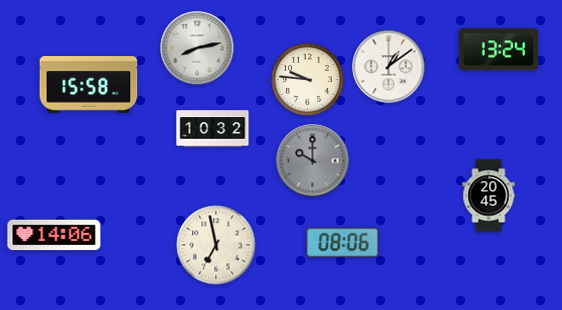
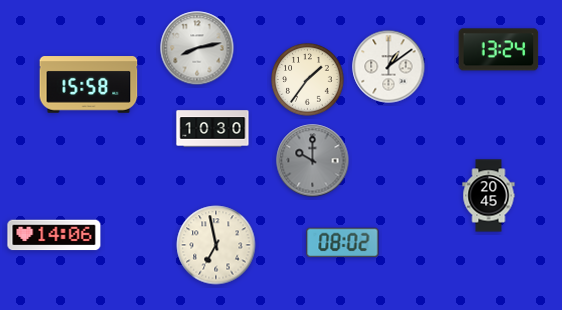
clock at (308, 80): 9:46 -> 1:36
clock at (213, 129): 10:32 -> 10:30
clock at (343, 243): 08:06 -> 08:02
